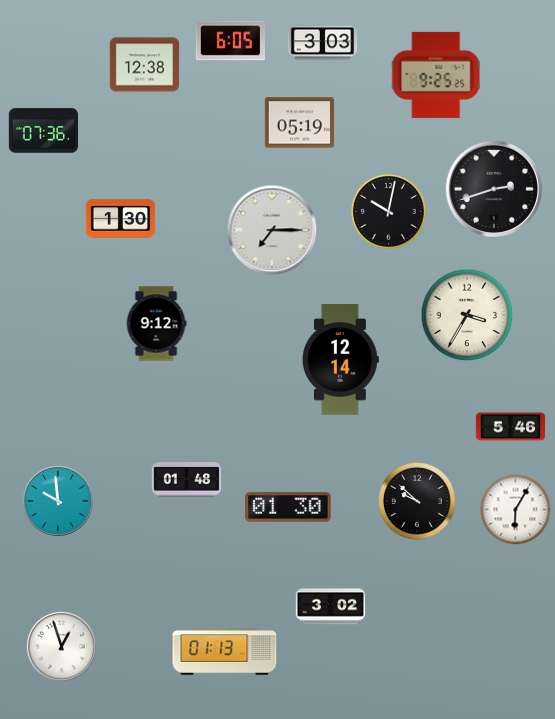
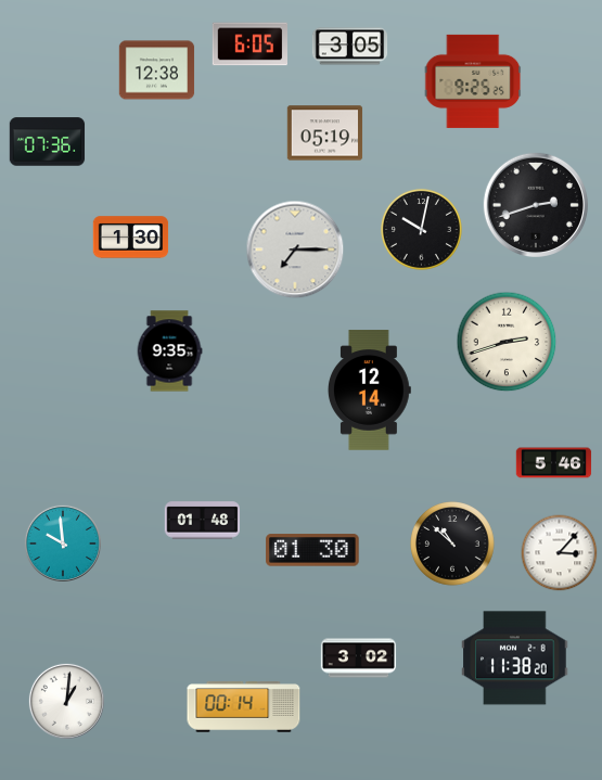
clock at (323, 43): 3:03 -> 3:05
clock at (467, 315): 3:35 -> 2:42
clock at (156, 324): 9:12 -> 9:35
clock at (417, 501): 9:52 -> 10:52
clock at (516, 510): 6:05 -> 3:07
clock at (515, 658): none -> 11:38
clock at (61, 646): 12:57 -> 1:01
clock at (225, 652): 01:13 -> 00:14
